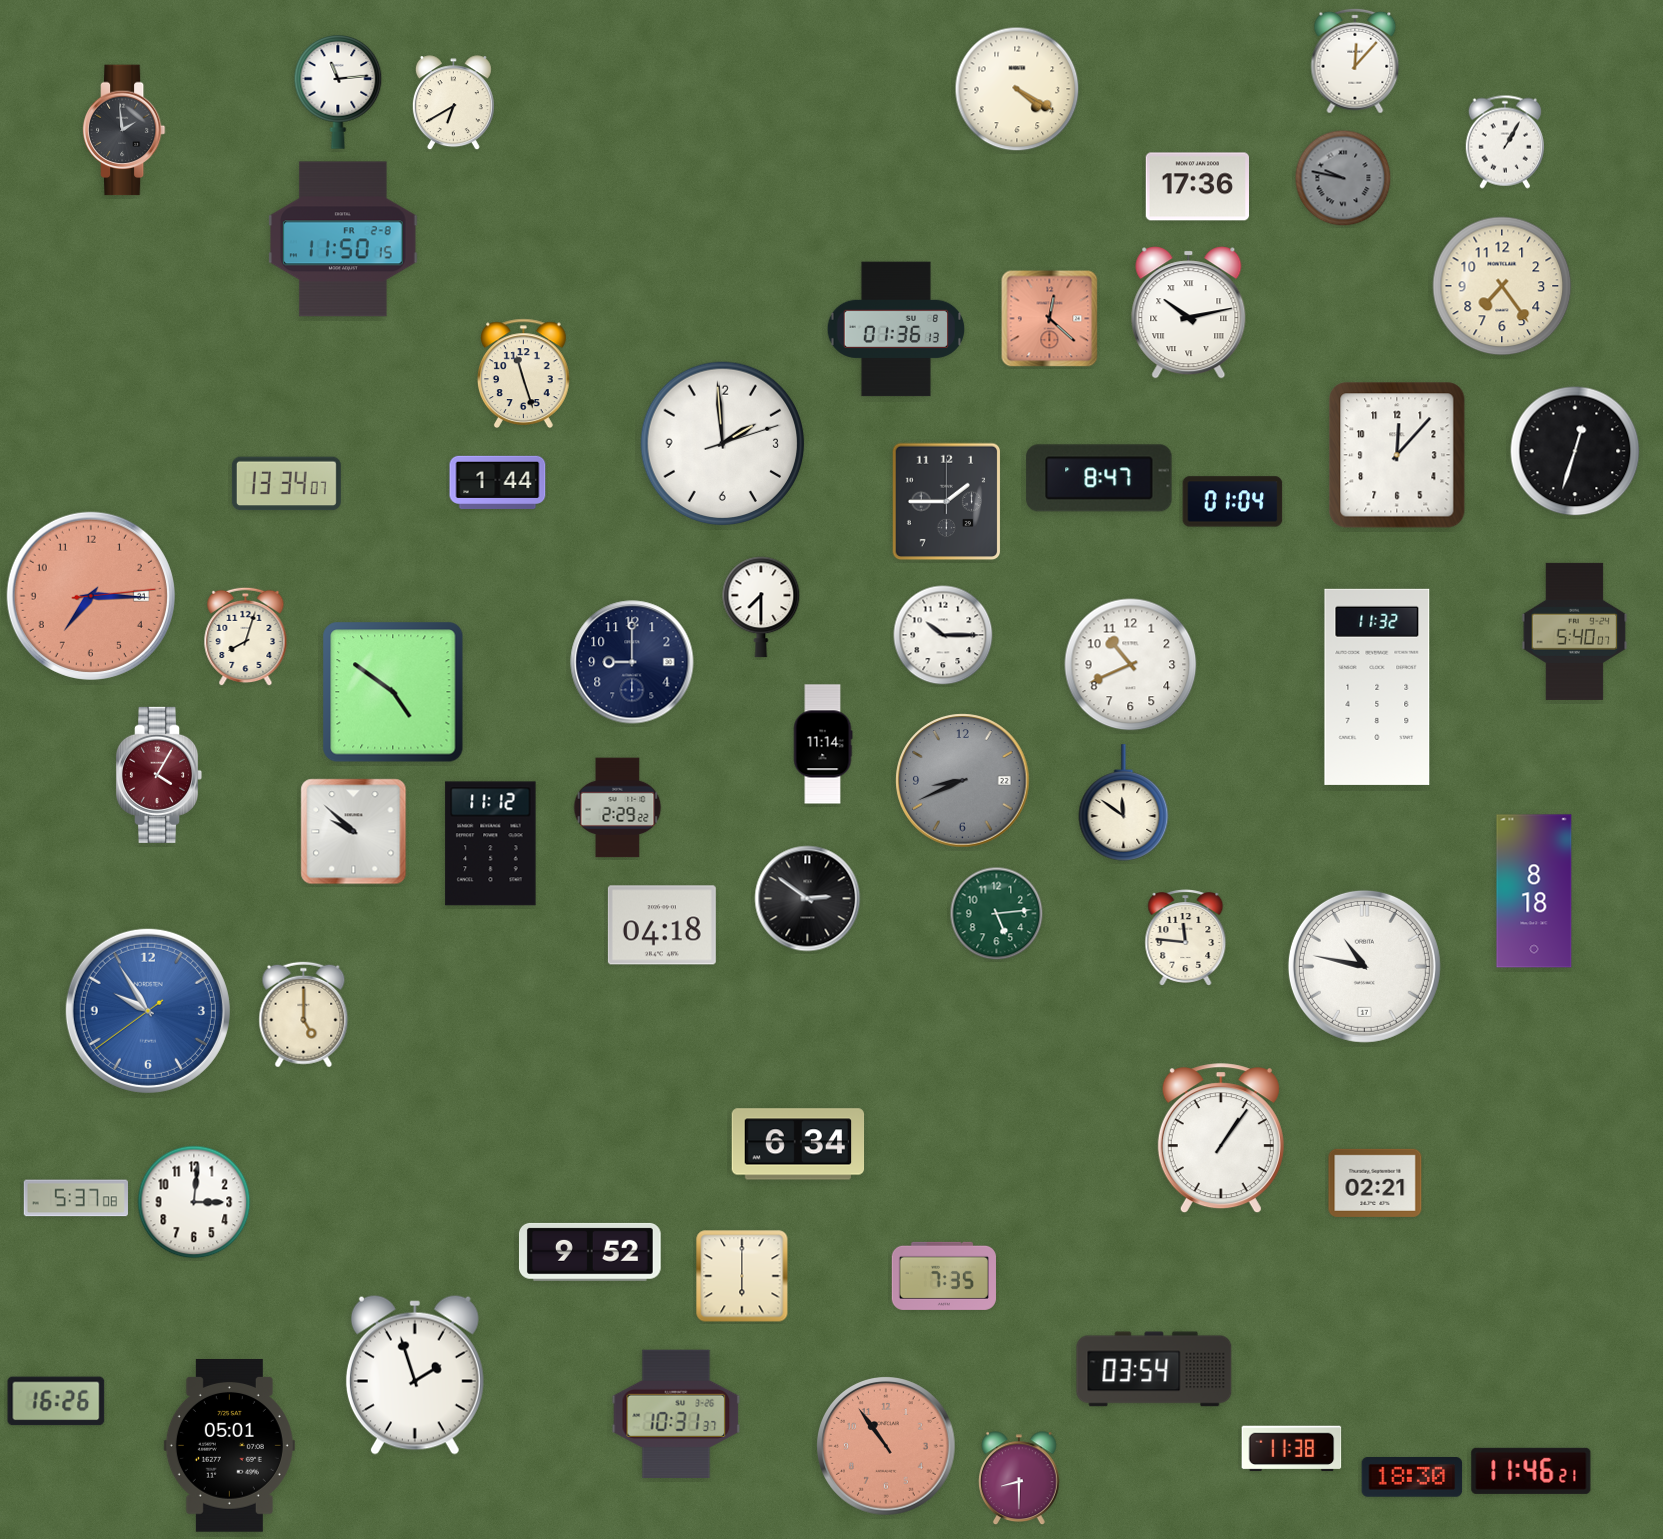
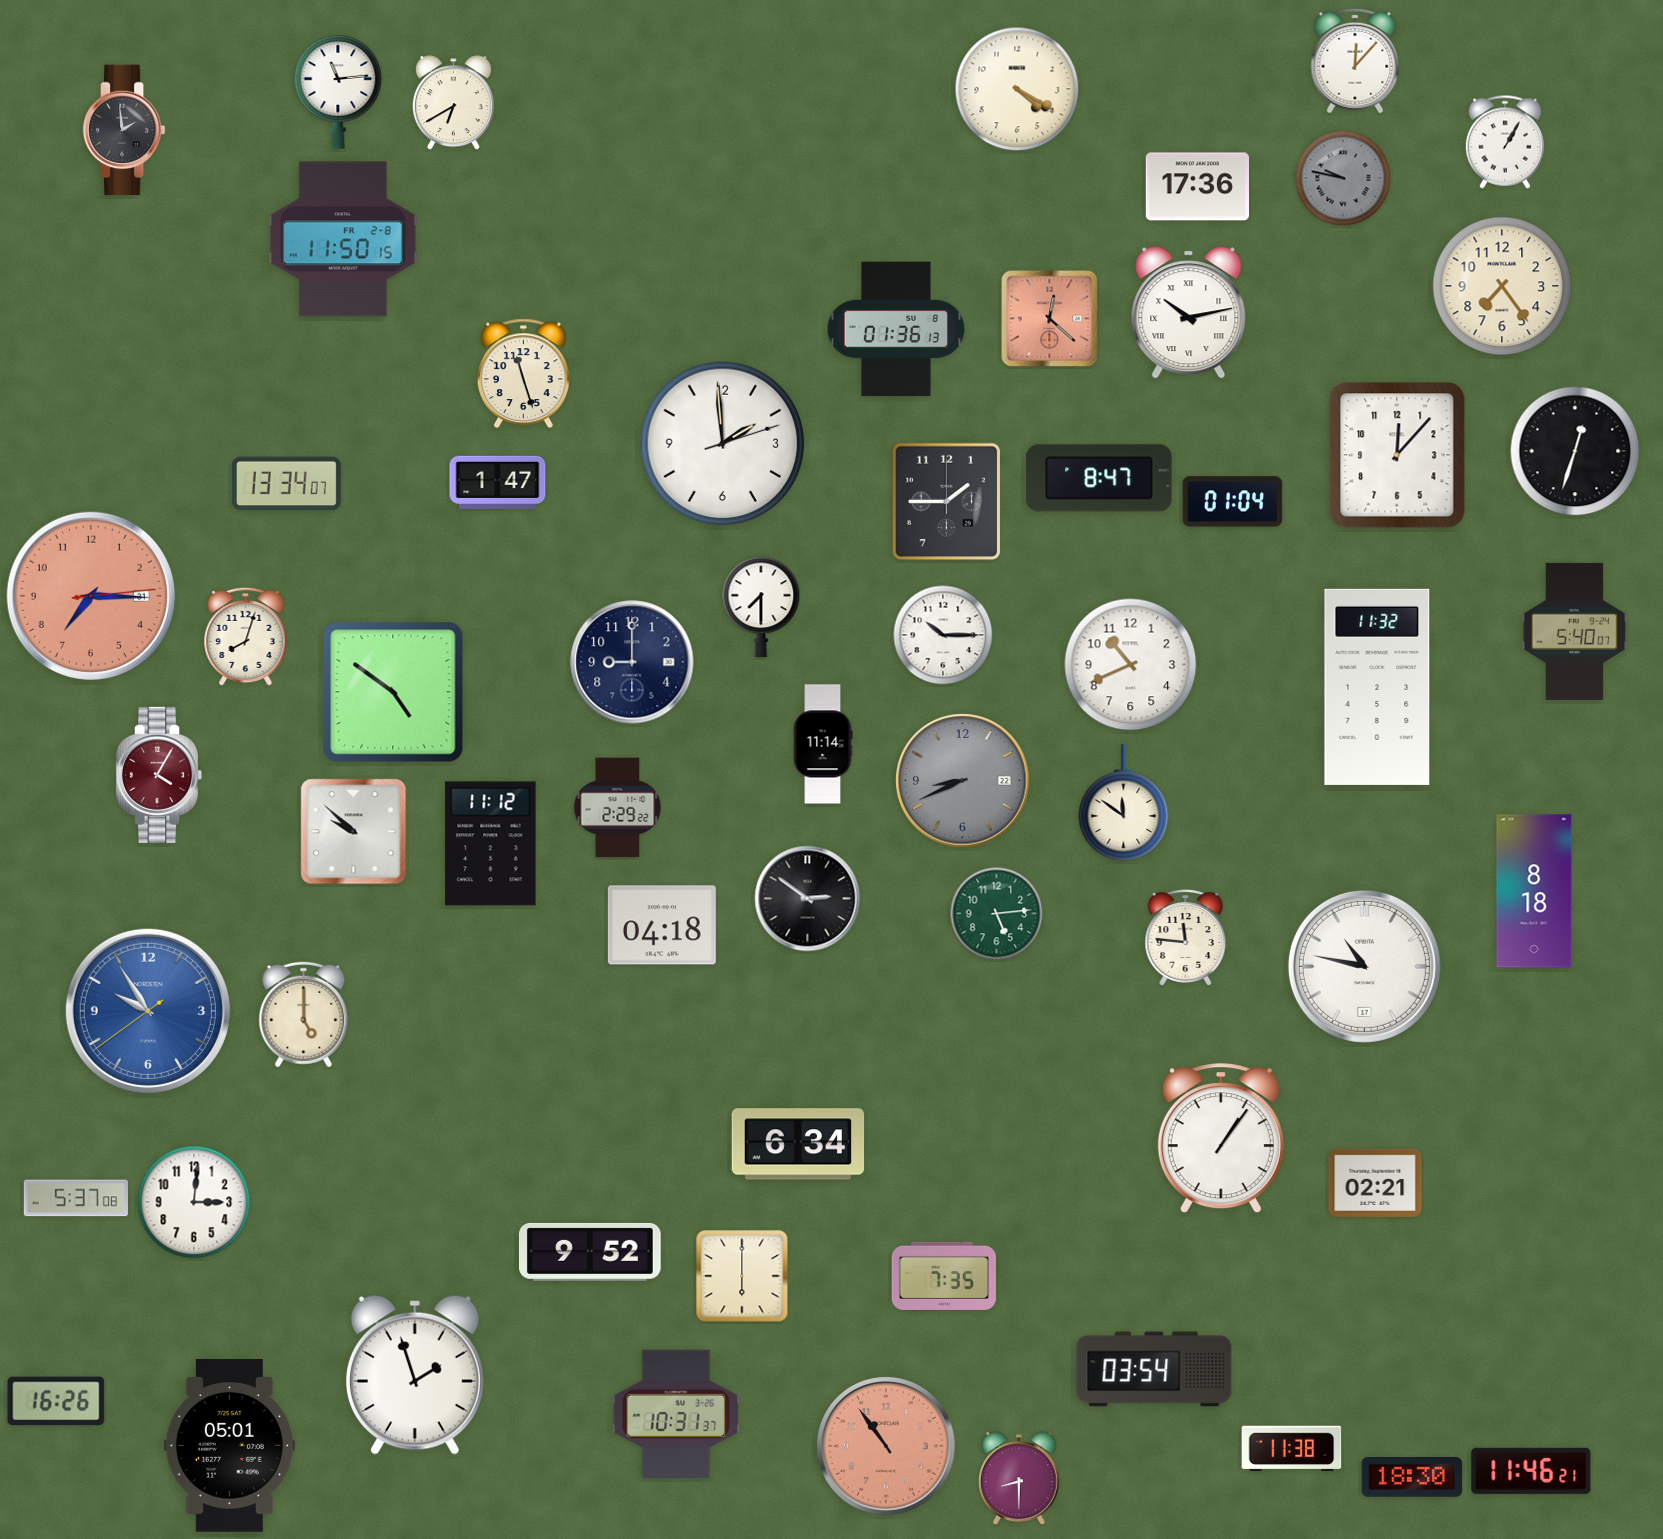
clock at (498, 482): 1:44 -> 1:47
